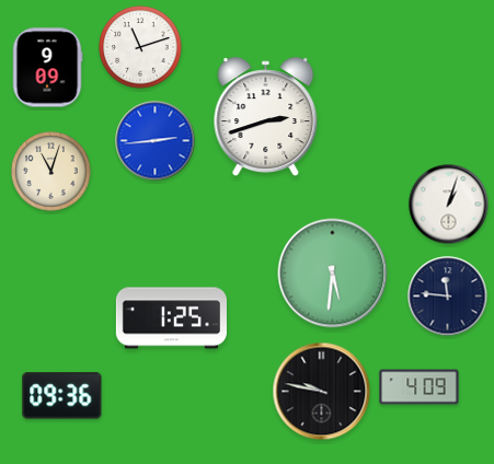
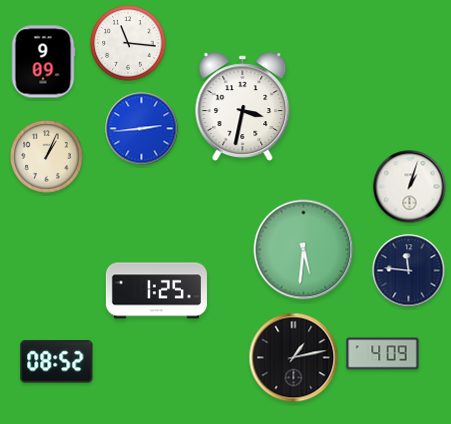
clock at (140, 47): 11:12 -> 11:16
clock at (266, 116): 2:42 -> 3:32
clock at (51, 172): 11:03 -> 1:04
clock at (322, 392): 9:47 -> 1:13
clock at (62, 396): 09:36 -> 08:52
